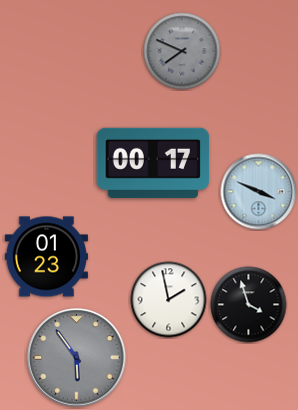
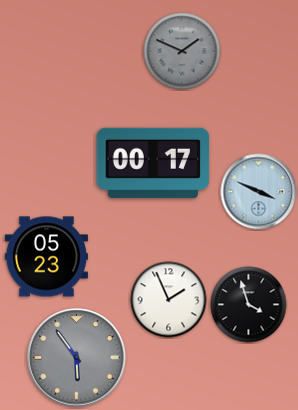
clock at (182, 51): 7:49 -> 1:49
clock at (46, 257): 01:23 -> 05:23
clock at (169, 300): 1:58 -> 1:56
